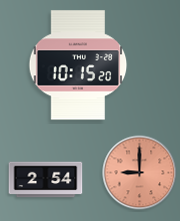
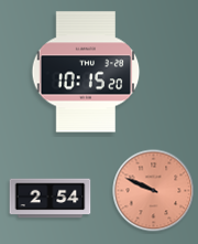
clock at (140, 173): 9:00 -> 9:49
